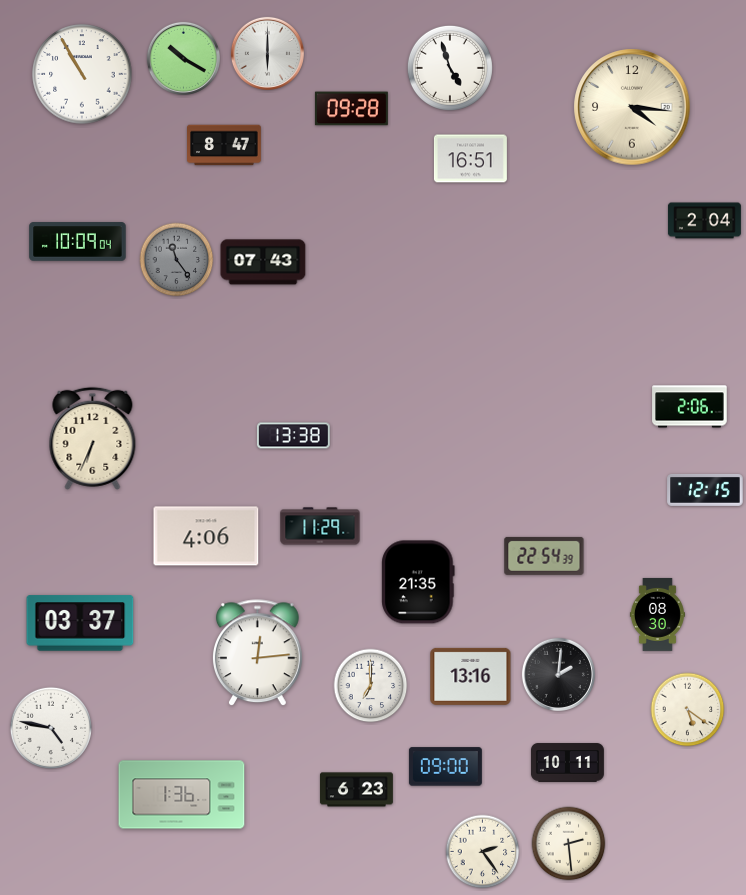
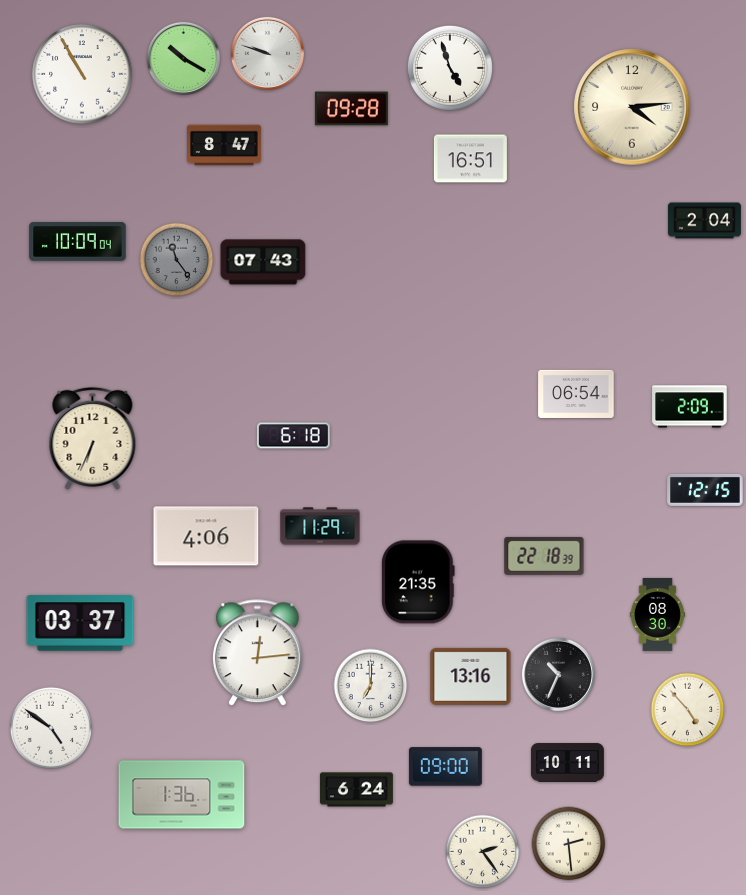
clock at (267, 53): 6:00 -> 9:48
clock at (632, 107): 4:16 -> 4:14
clock at (576, 394): none -> 06:54
clock at (690, 407): 2:06 -> 2:09
clock at (293, 436): 13:38 -> 6:18
clock at (544, 556): 22:54 -> 22:18
clock at (558, 674): 2:01 -> 10:34
clock at (688, 710): 5:21 -> 4:53
clock at (50, 727): 4:47 -> 4:51
clock at (356, 790): 6:23 -> 6:24
